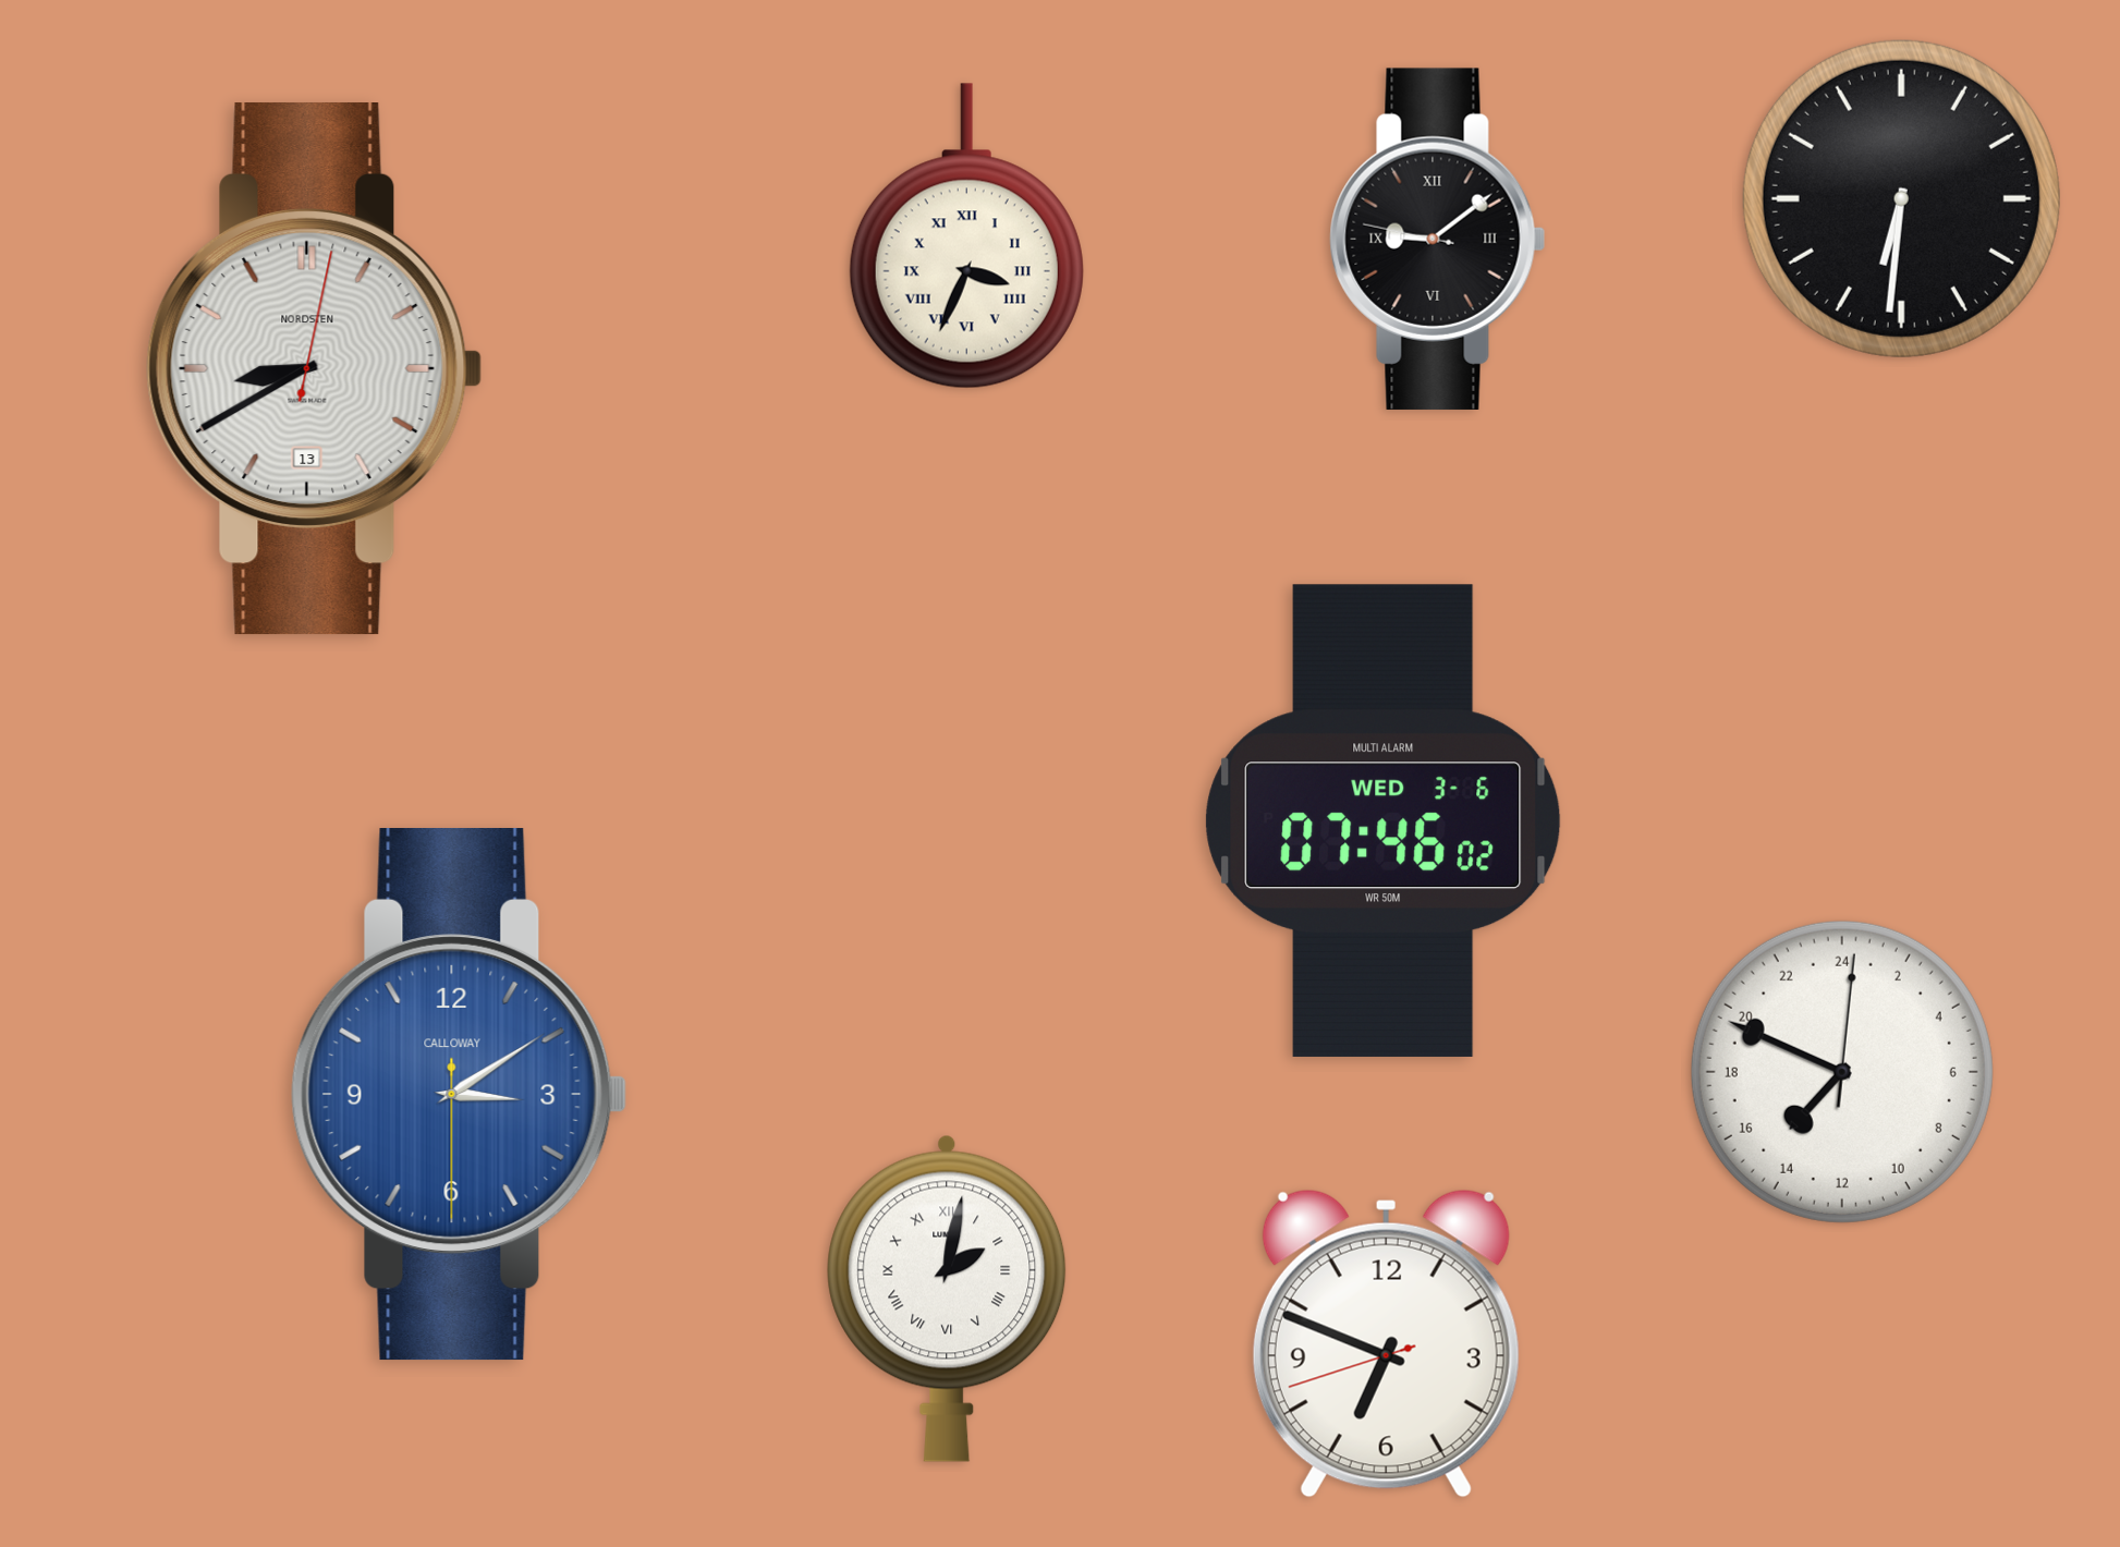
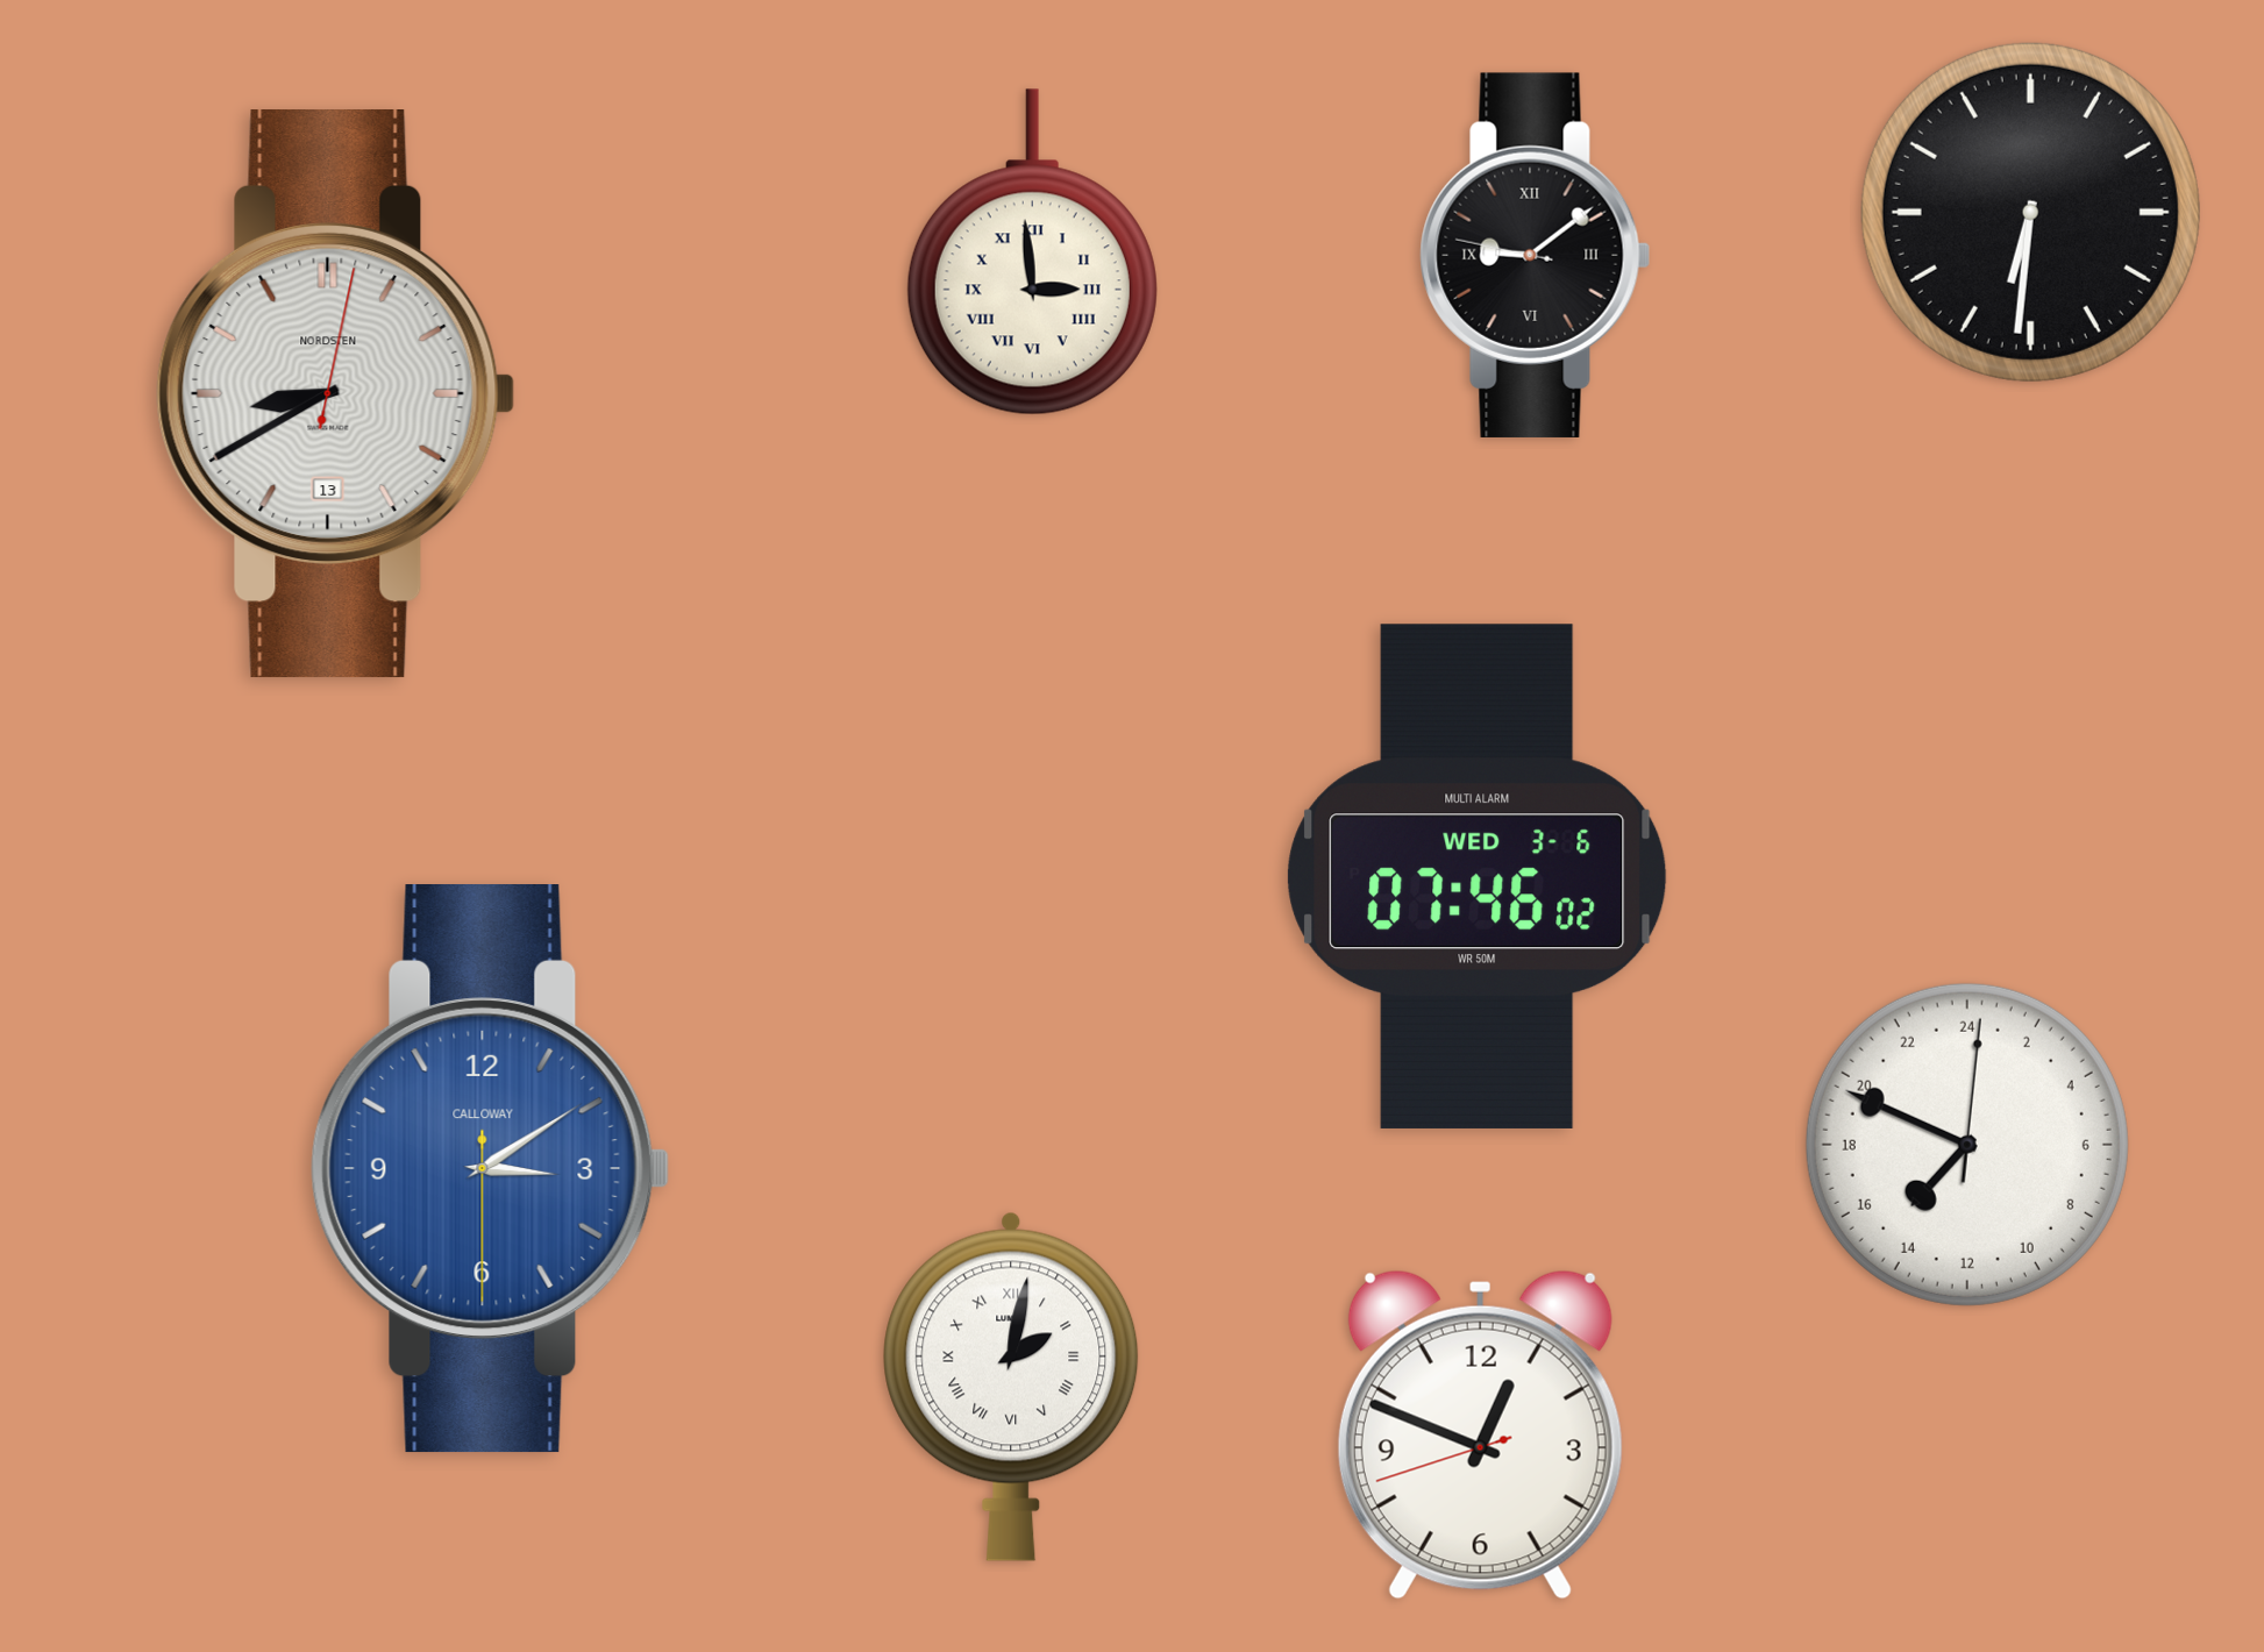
clock at (966, 236): 3:34 -> 2:59
clock at (1386, 1343): 6:48 -> 12:48
